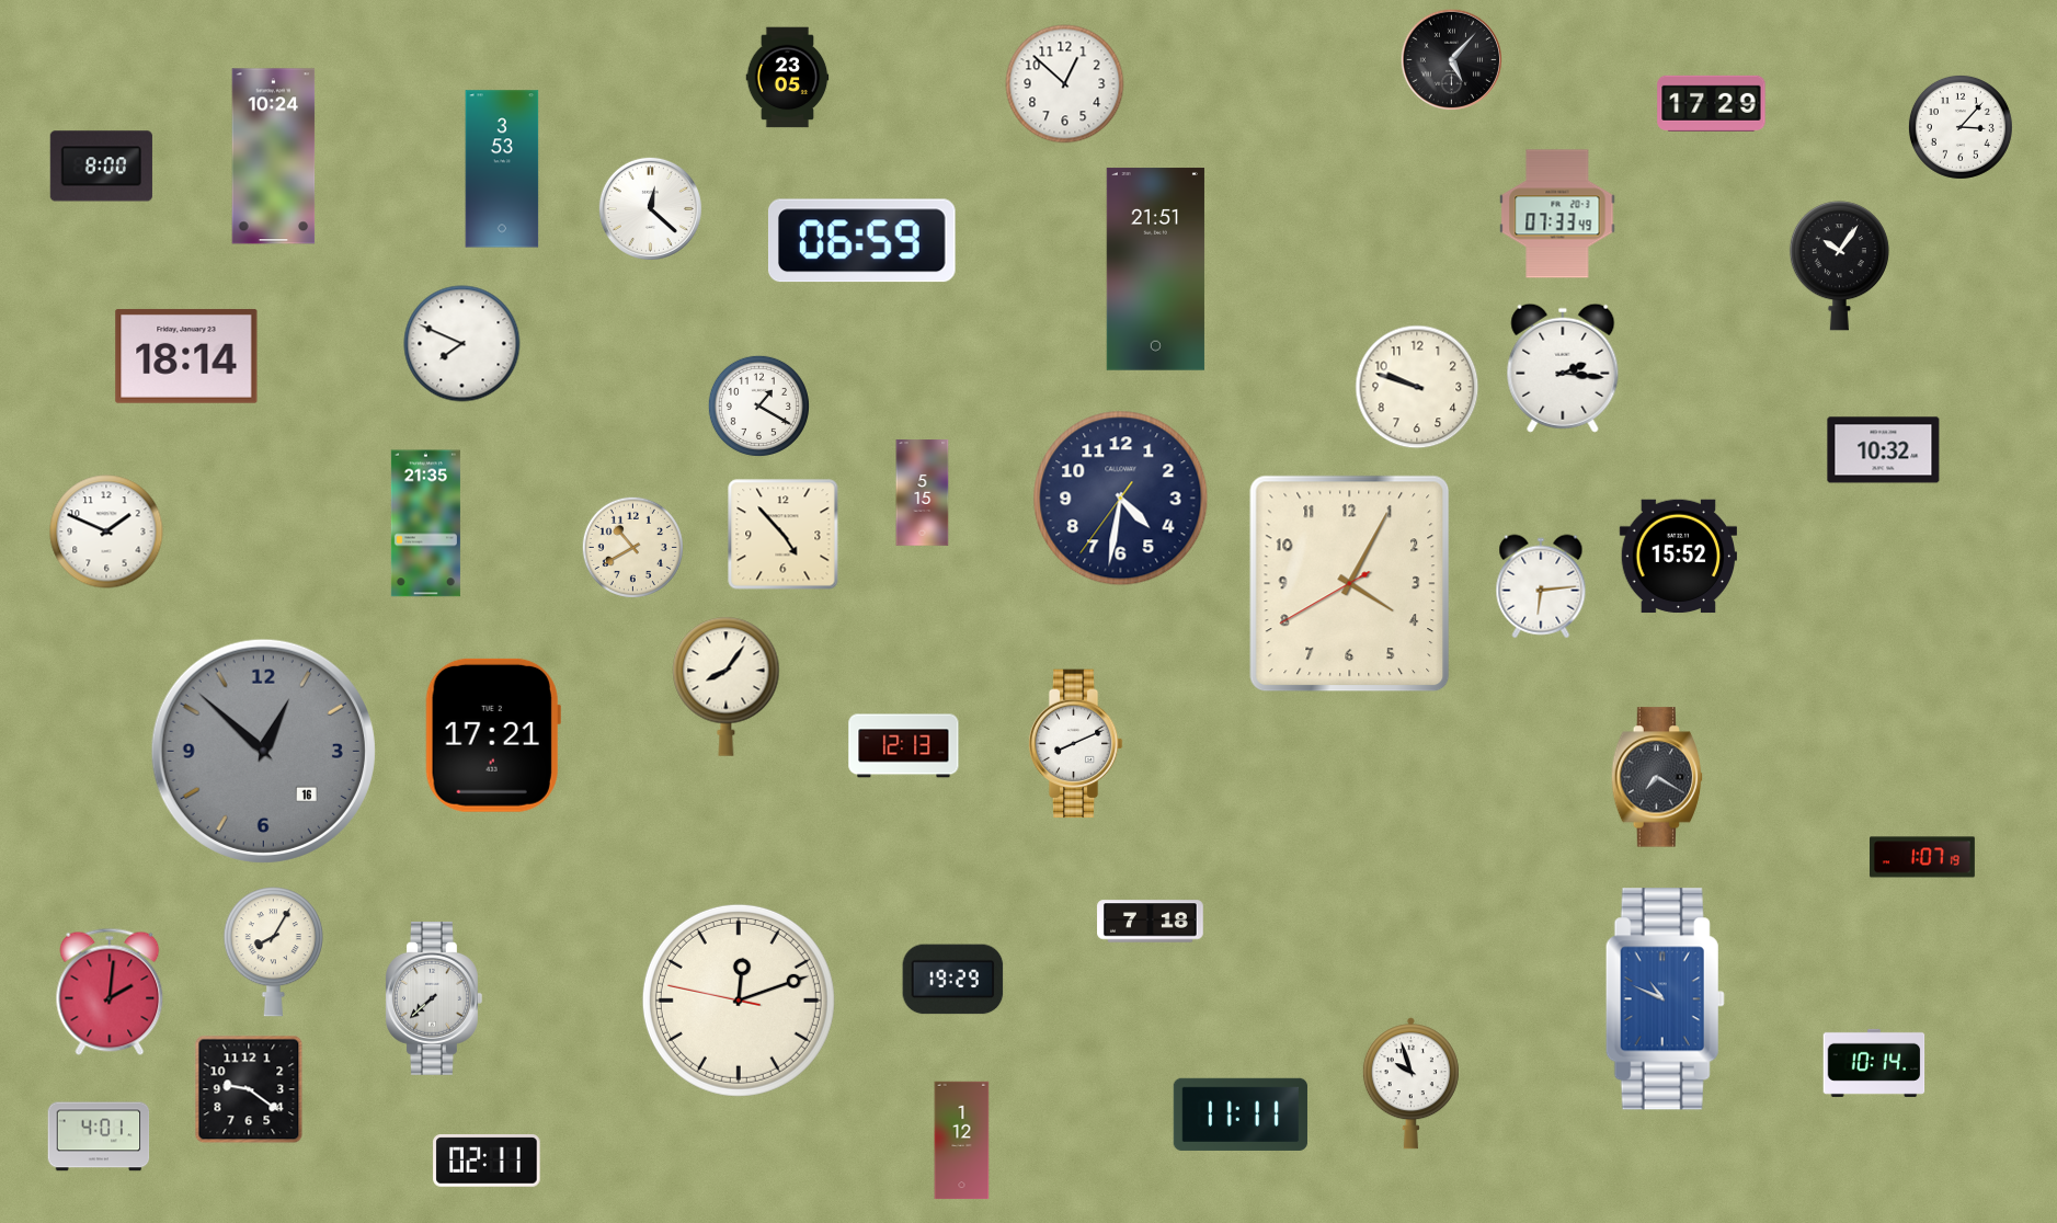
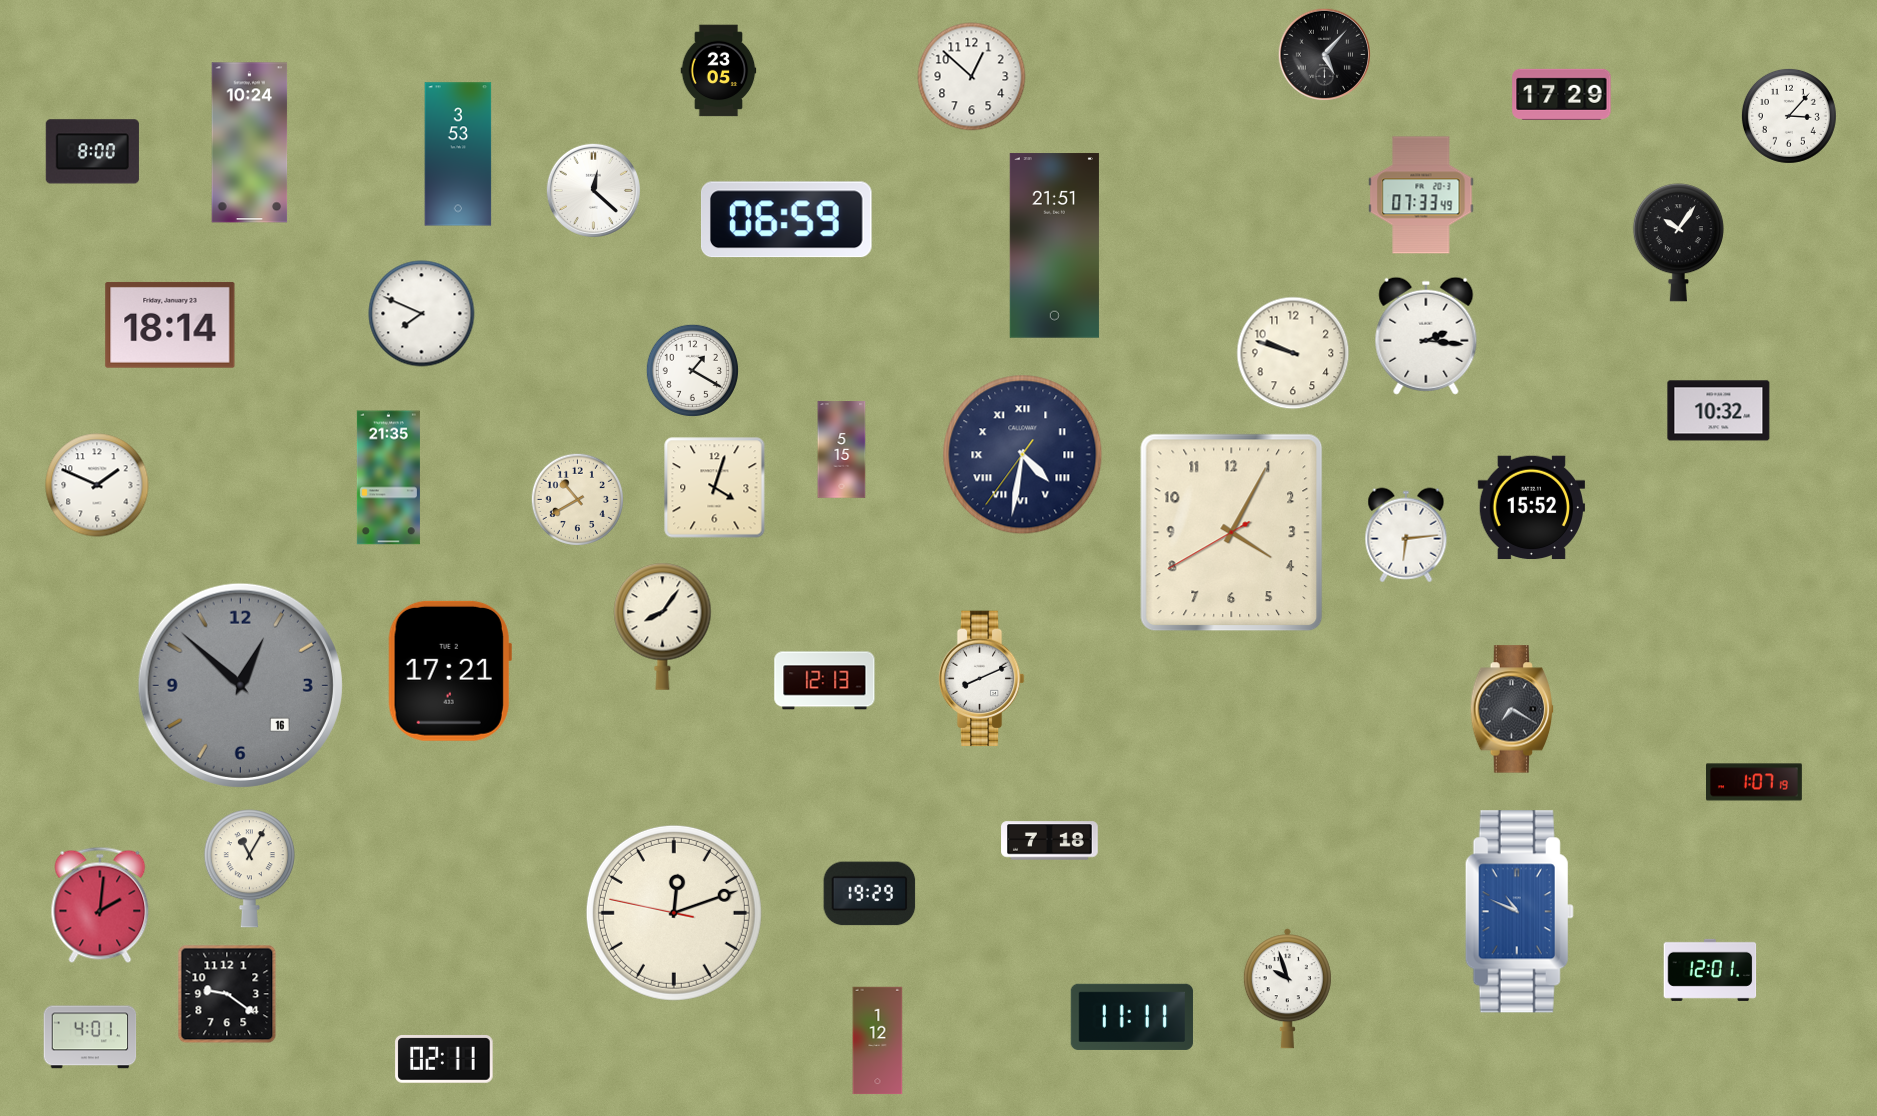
clock at (1121, 499) numerals: Arabic -> Roman
clock at (784, 535): 4:53 -> 4:03
clock at (273, 952): 8:05 -> 11:05
clock at (434, 998): 7:38 -> none
clock at (1874, 1063): 10:14 -> 12:01
